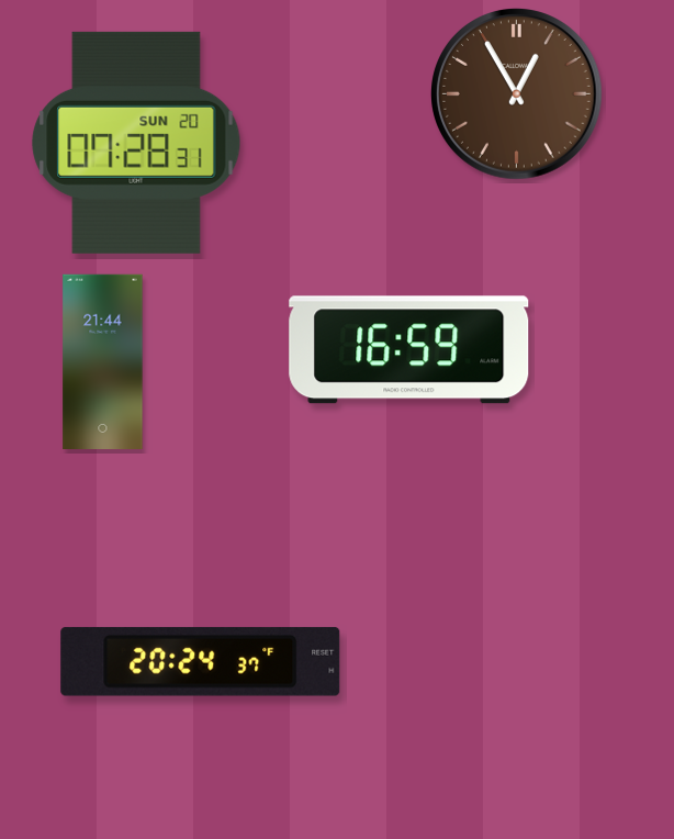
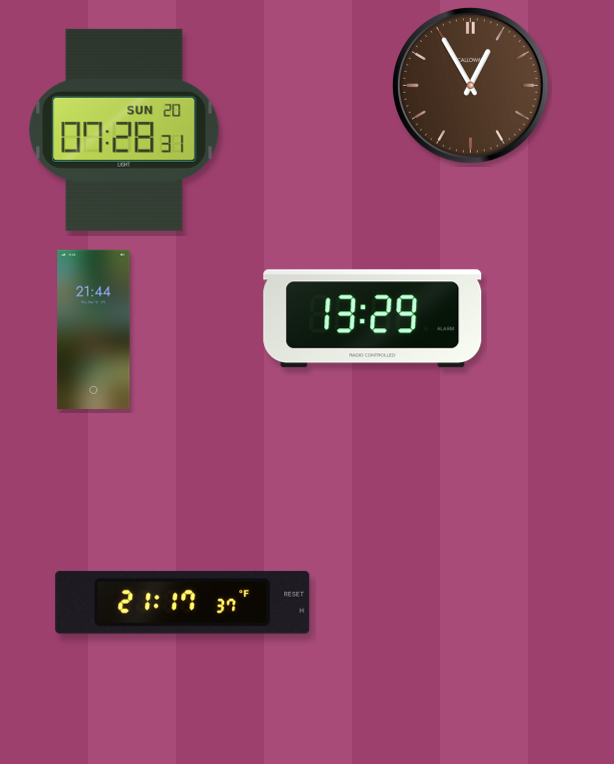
clock at (409, 350): 16:59 -> 13:29
clock at (201, 661): 20:24 -> 21:17
